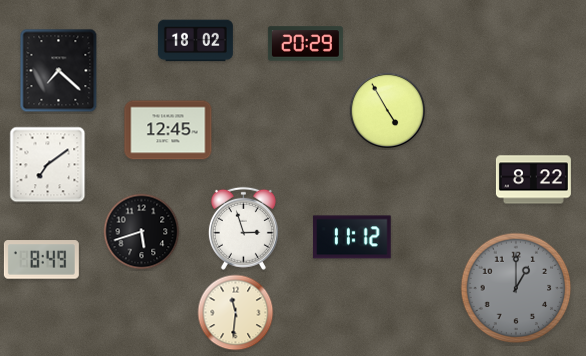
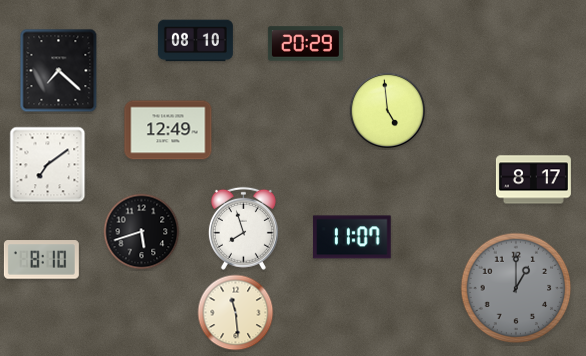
clock at (195, 41): 18:02 -> 08:10
clock at (388, 111): 4:55 -> 4:59
clock at (168, 130): 12:45 -> 12:49
clock at (533, 180): 8:22 -> 8:17
clock at (243, 228): 2:57 -> 7:57
clock at (353, 237): 11:12 -> 11:07
clock at (41, 260): 8:49 -> 8:10
clock at (236, 313): 11:31 -> 11:29
